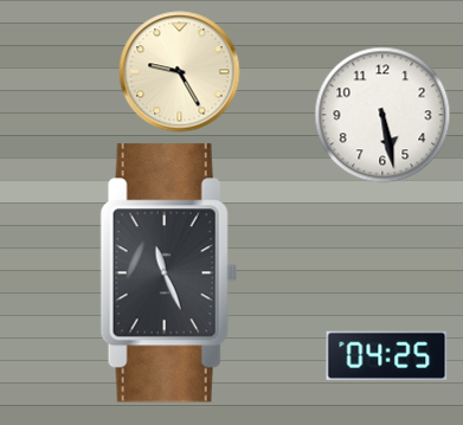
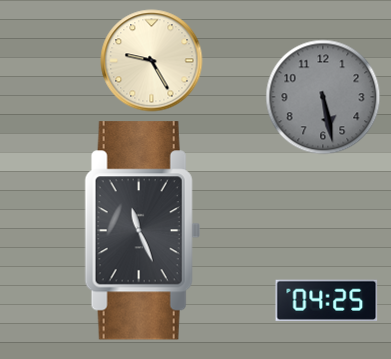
clock at (382, 115) dial: white -> grey
